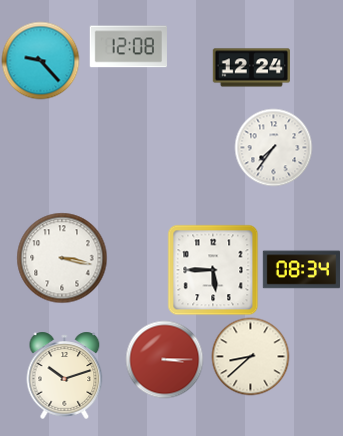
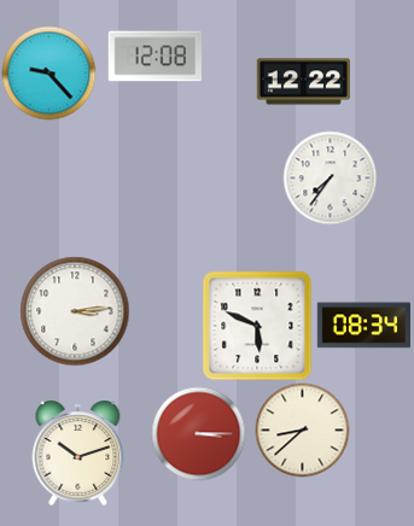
clock at (251, 68): 12:24 -> 12:22
clock at (62, 258): 3:17 -> 3:14
clock at (213, 270): 5:45 -> 5:49
